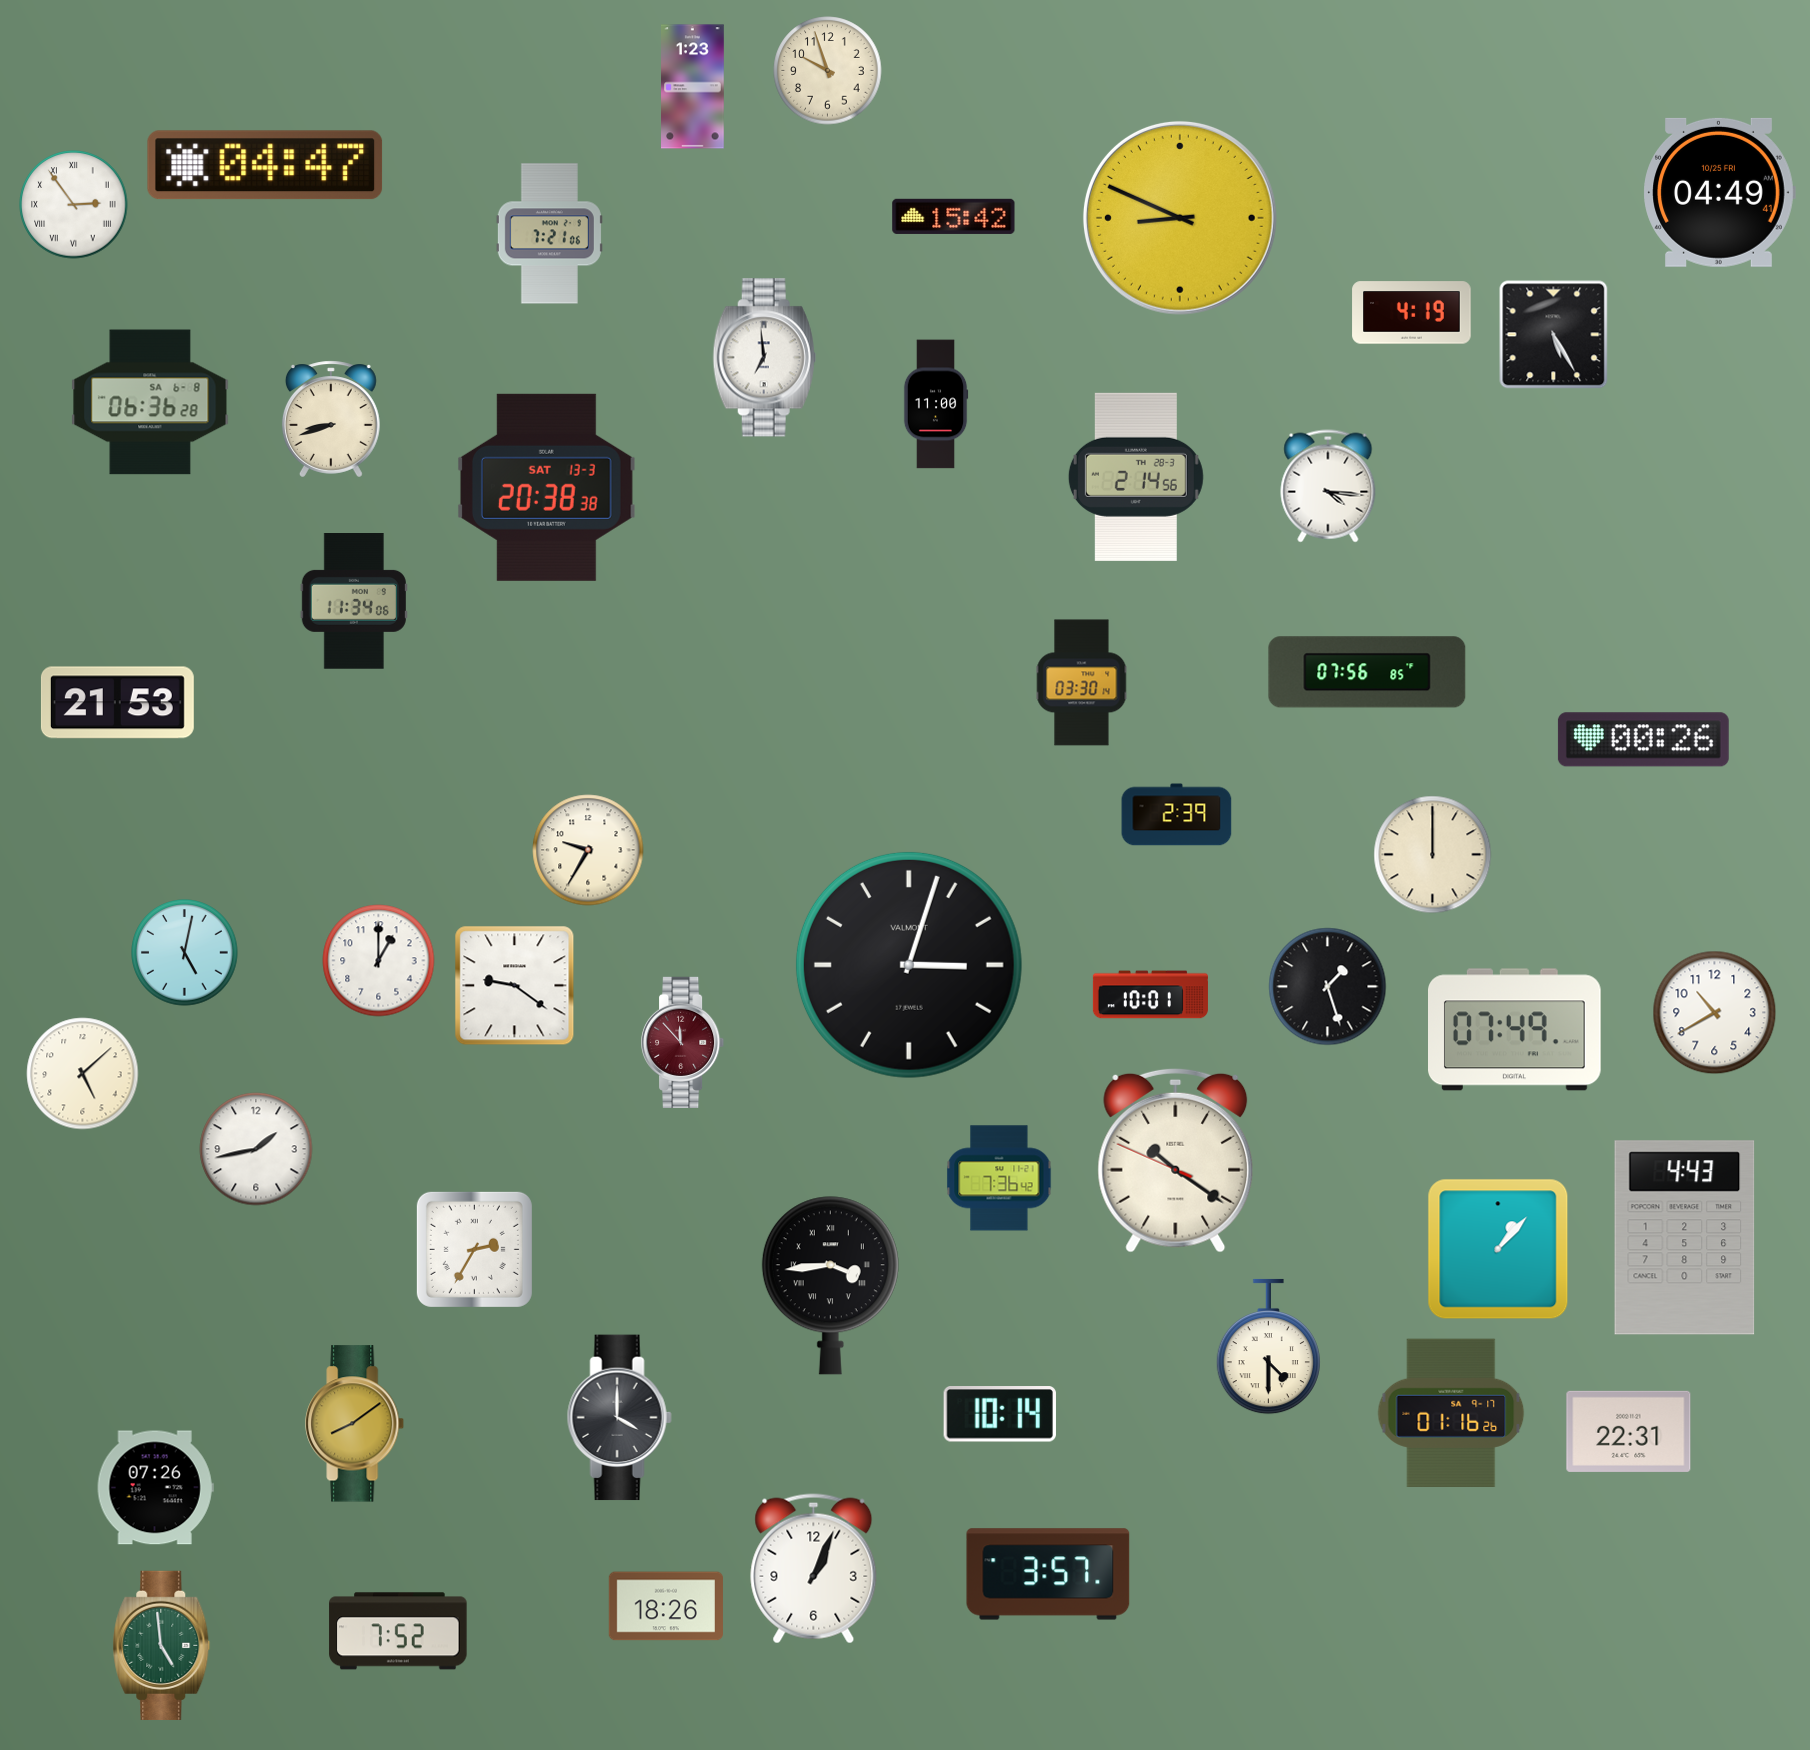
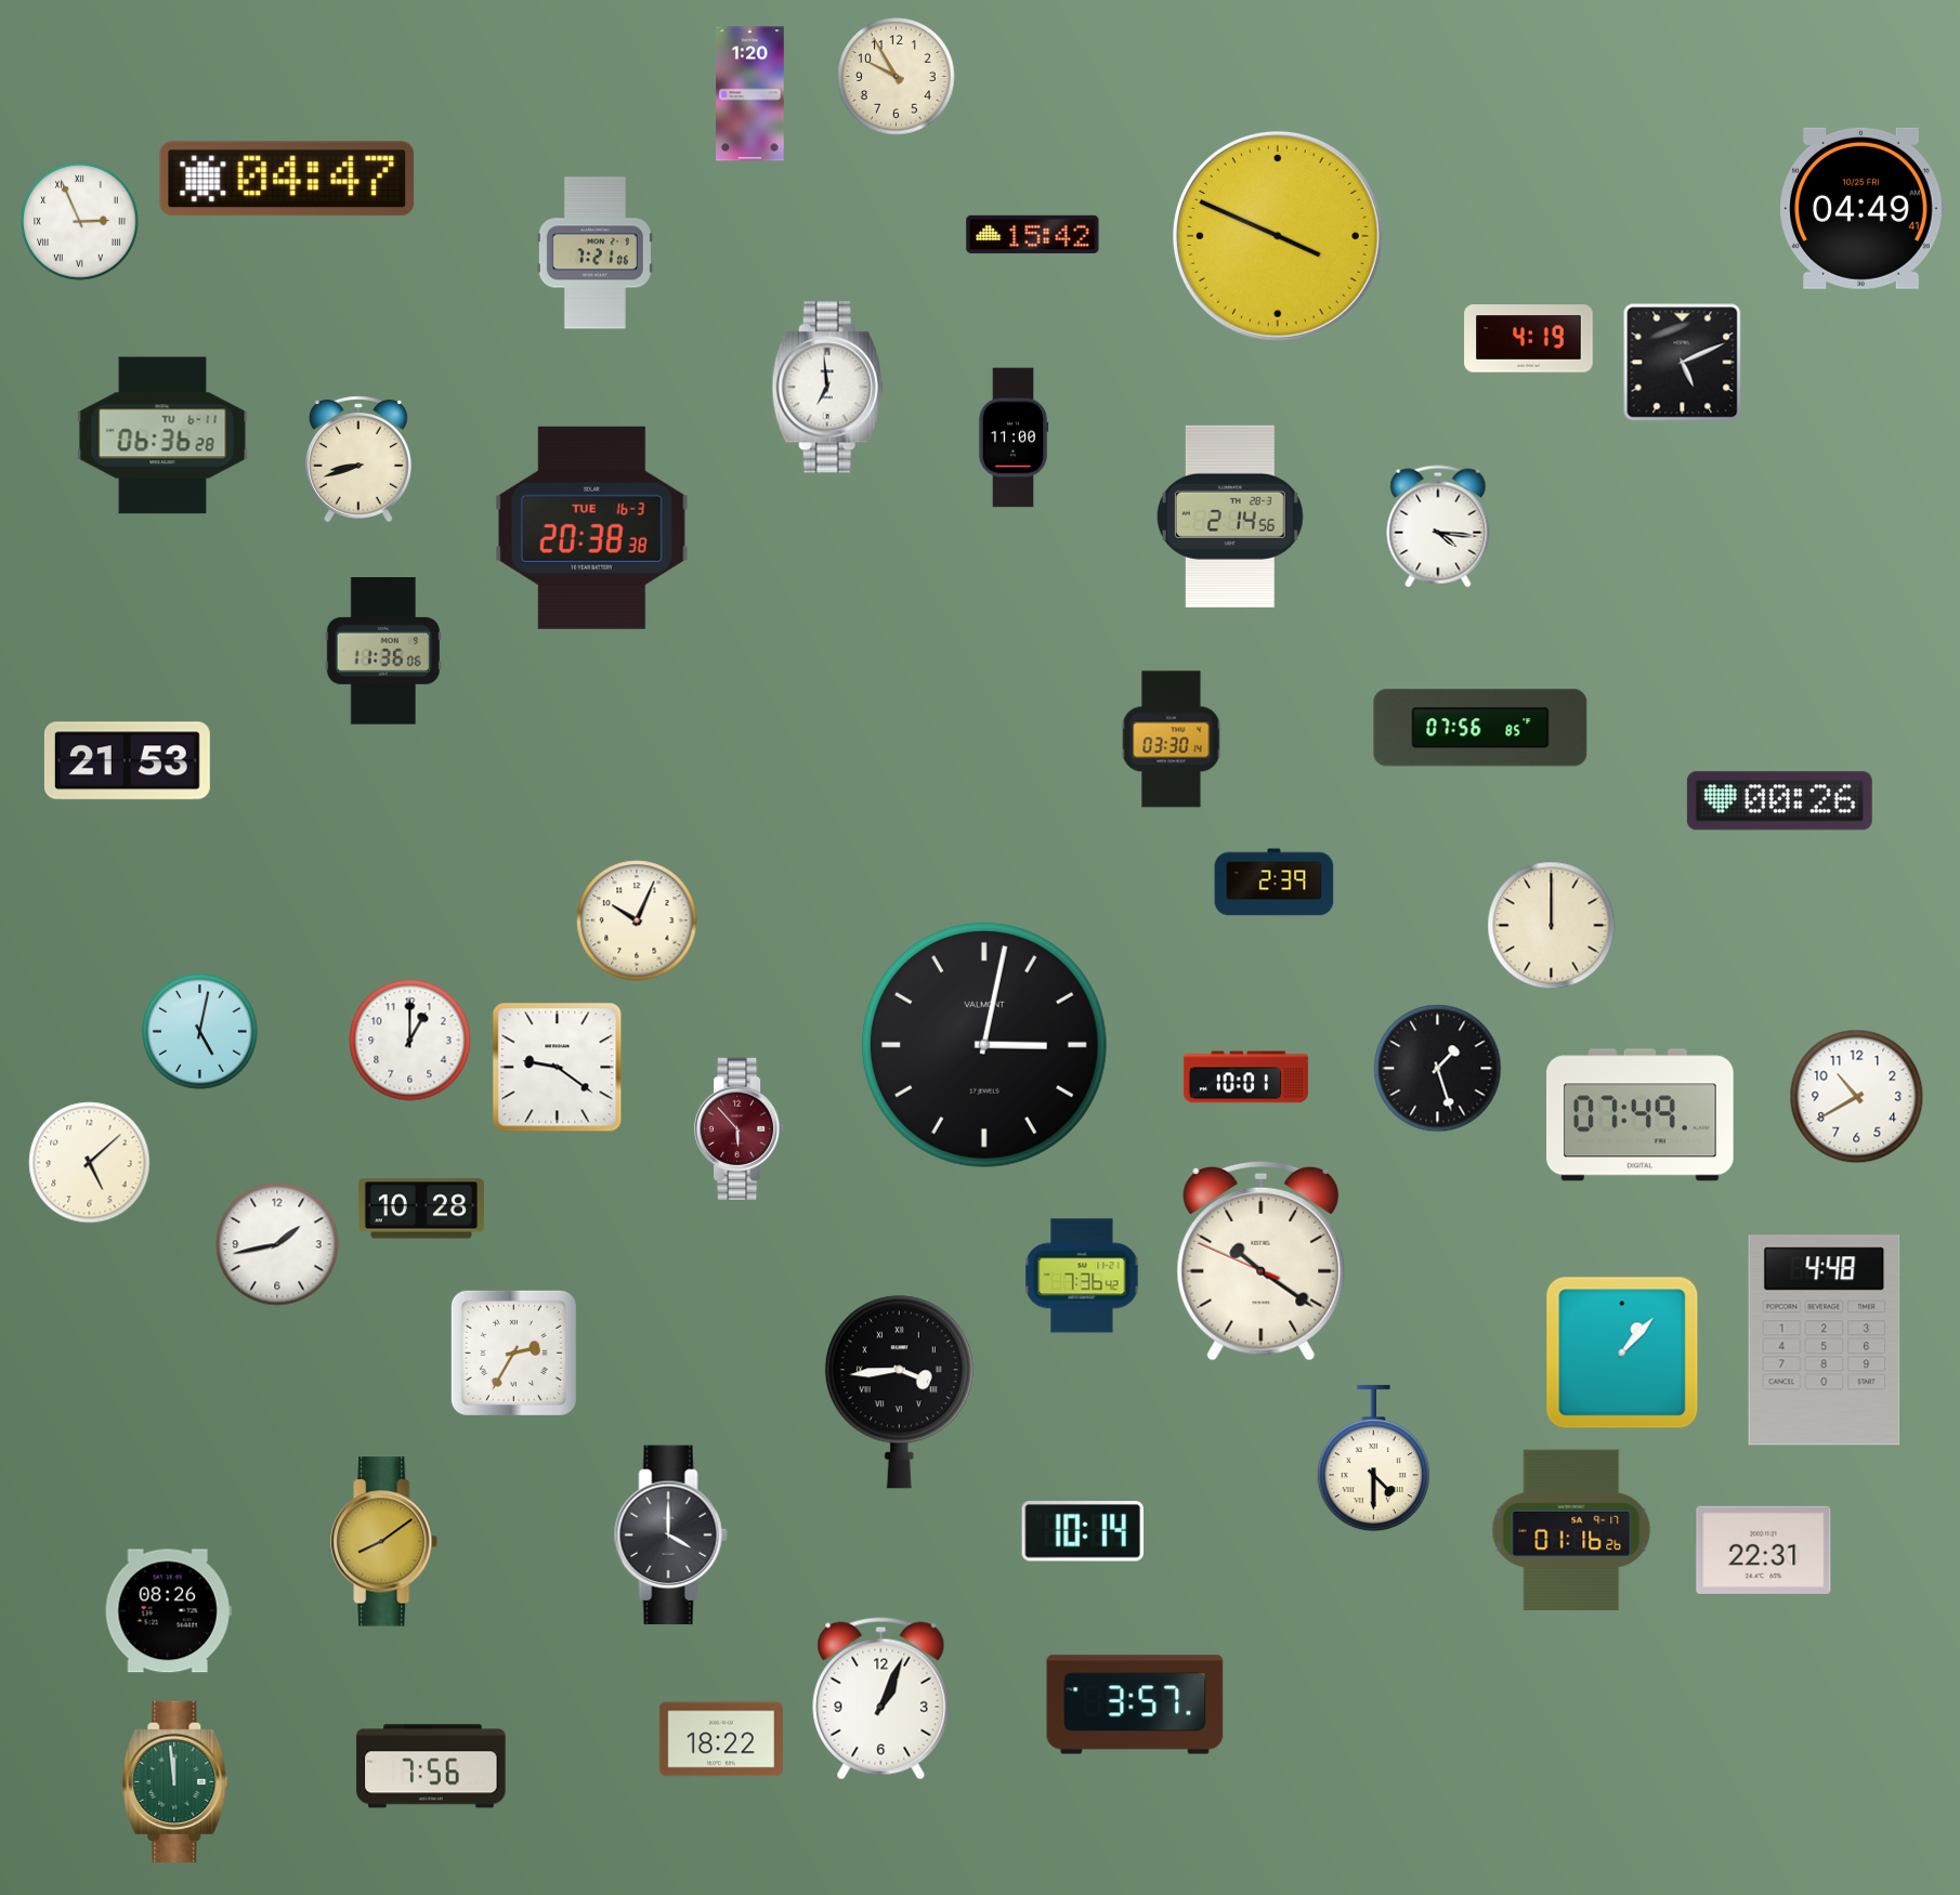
clock at (828, 71): 9:57 -> 9:55
clock at (693, 87): 1:23 -> 1:20
clock at (74, 205): 2:54 -> 2:56
clock at (1180, 218): 8:49 -> 3:49
clock at (1554, 335): 5:25 -> 5:11
clock at (150, 402) date: SA 6-8 -> TU 6-11
clock at (331, 419) position: (331, 419) -> (358, 459)
clock at (546, 487) date: SAT 13-3 -> TUE 16-3
clock at (354, 602): 11:34 -> 11:36
clock at (588, 850): 9:35 -> 10:04
clock at (909, 965): 3:03 -> 3:02
clock at (684, 1042): 11:53 -> 5:53
clock at (421, 1208): none -> 10:28
clock at (1176, 1160) position: (1176, 1160) -> (1262, 1260)
clock at (1685, 1238): 4:43 -> 4:48
clock at (155, 1488): 07:26 -> 08:26
clock at (666, 1606): 18:26 -> 18:22
clock at (398, 1631): 7:52 -> 7:56
clock at (162, 1645): 4:59 -> 11:59
